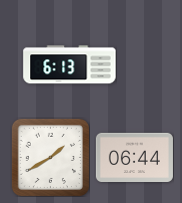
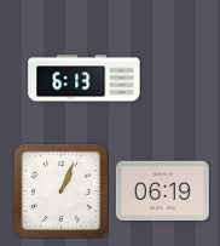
clock at (50, 157): 1:40 -> 1:04
clock at (134, 157): 06:44 -> 06:19
